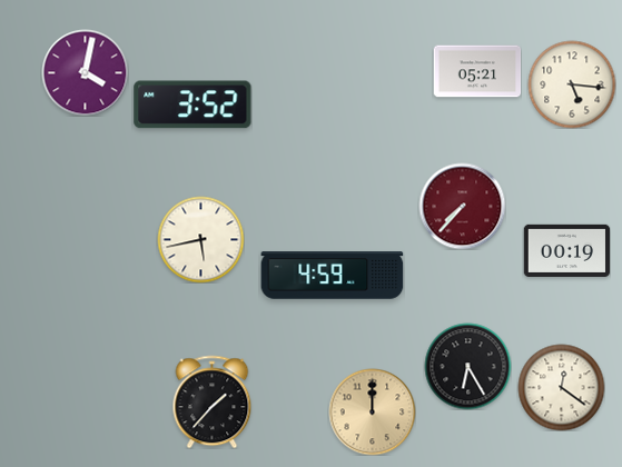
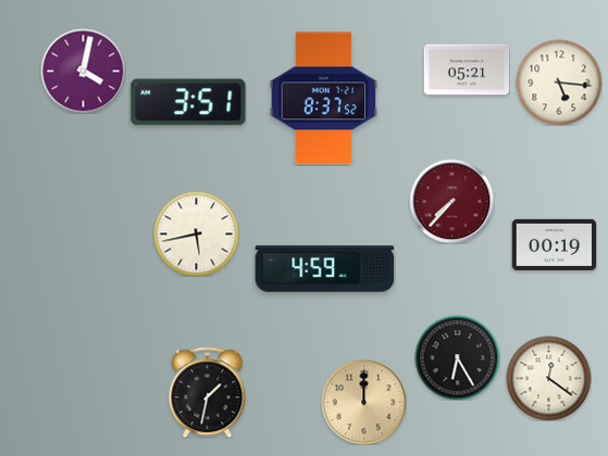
clock at (324, 99): none -> 8:37
clock at (192, 105): 3:52 -> 3:51
clock at (213, 401): 1:37 -> 1:32
